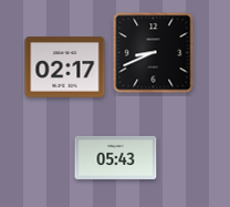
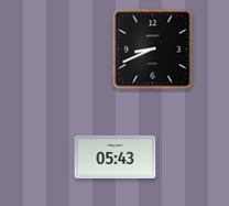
clock at (154, 53) position: (154, 53) -> (153, 50)
clock at (65, 68): 02:17 -> none
